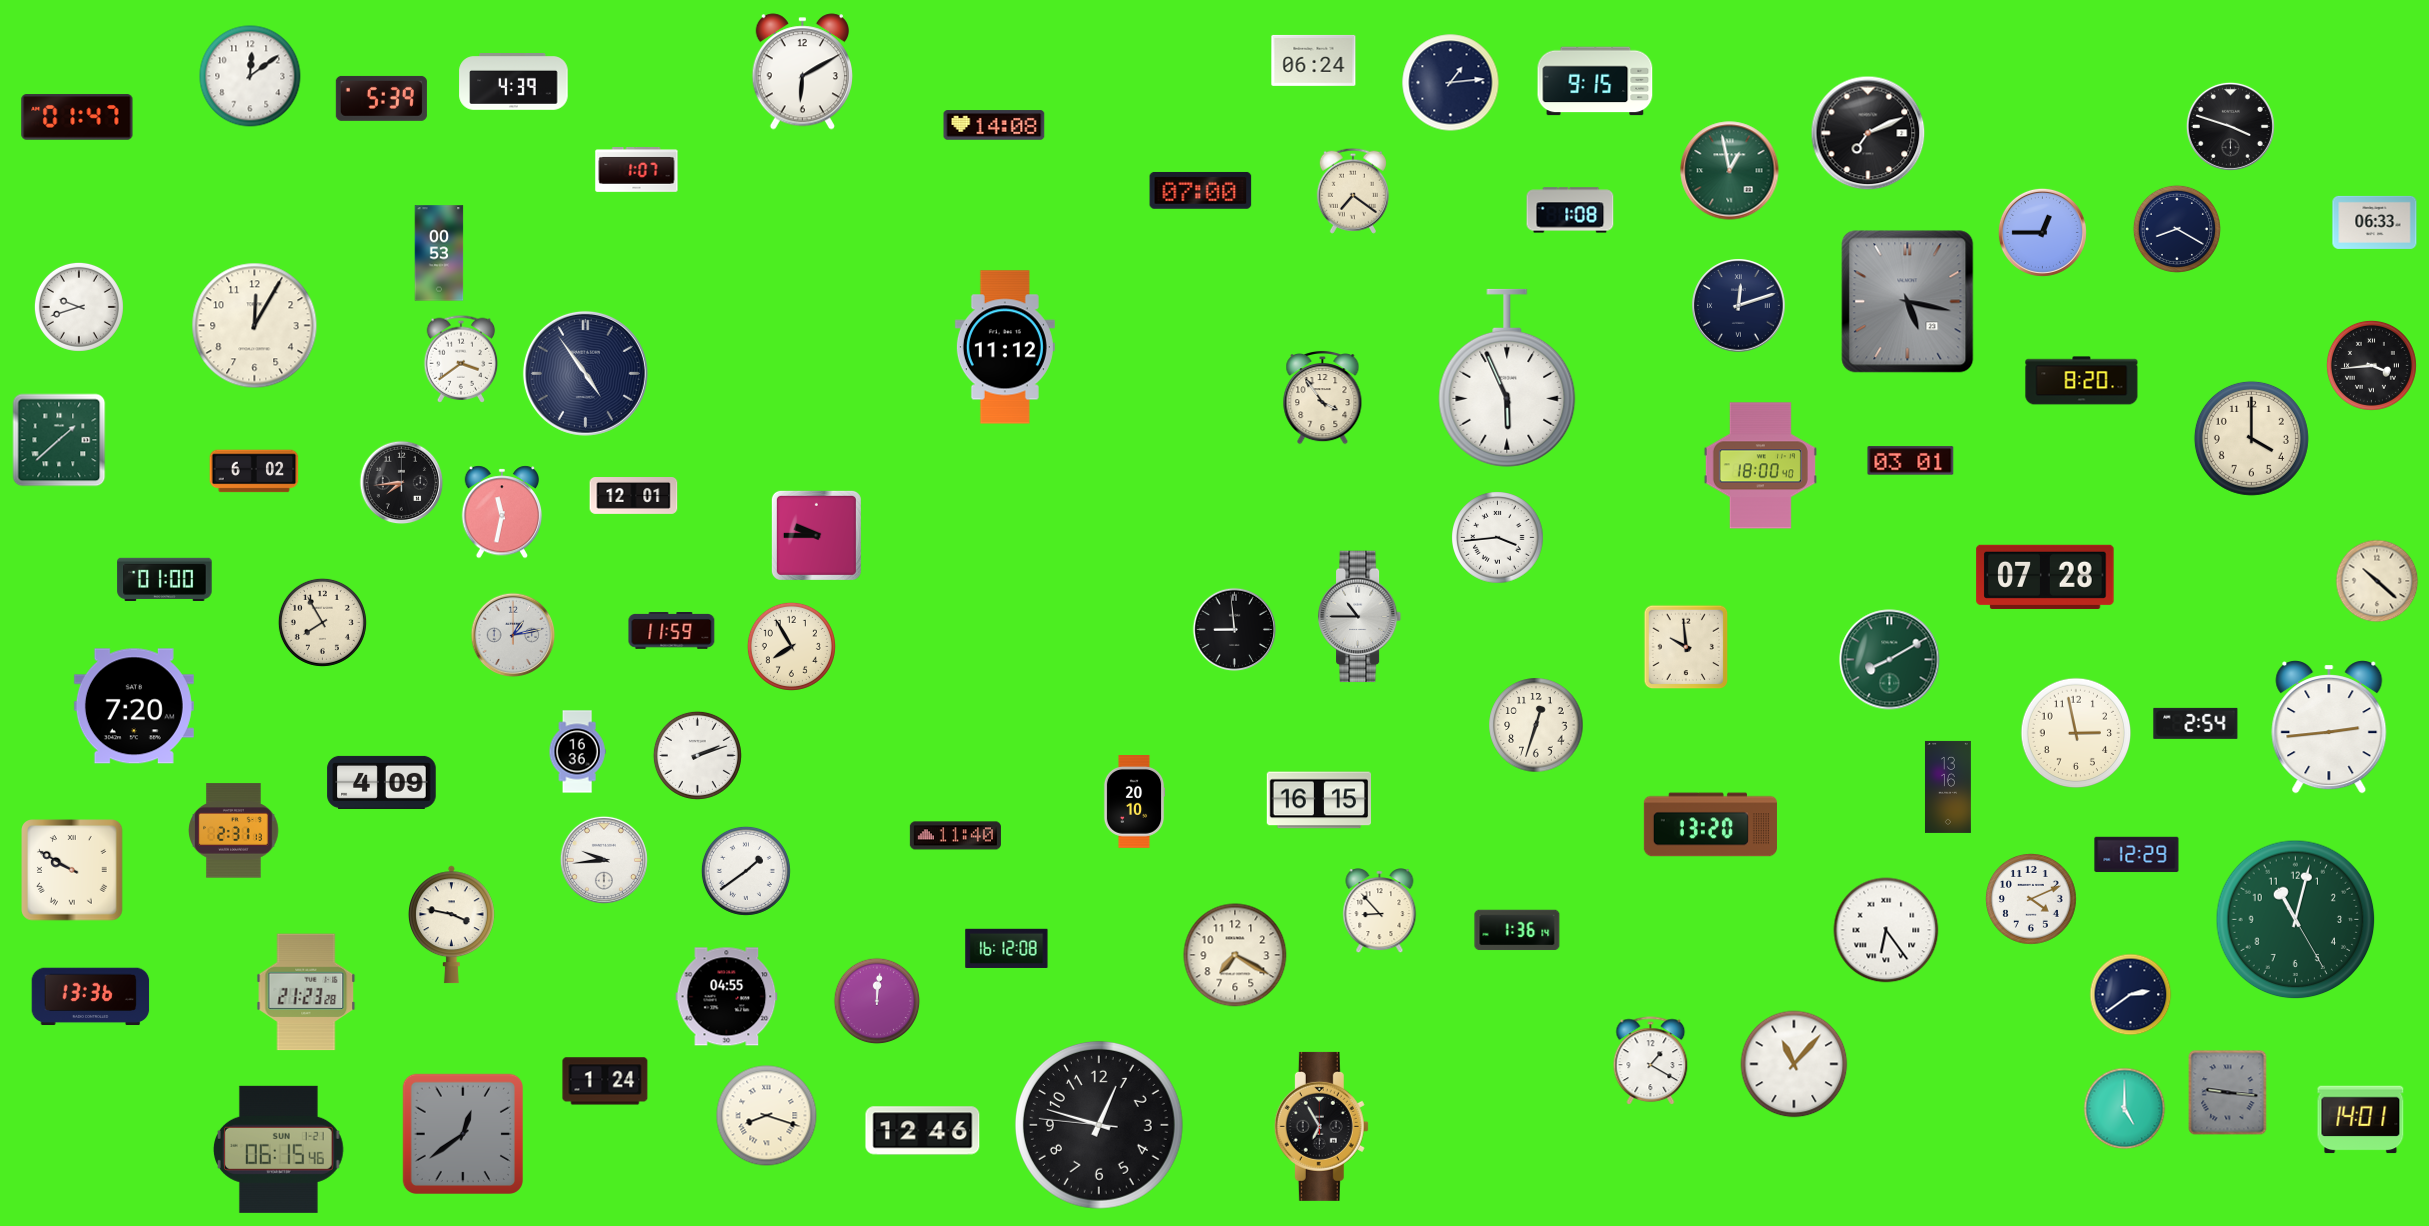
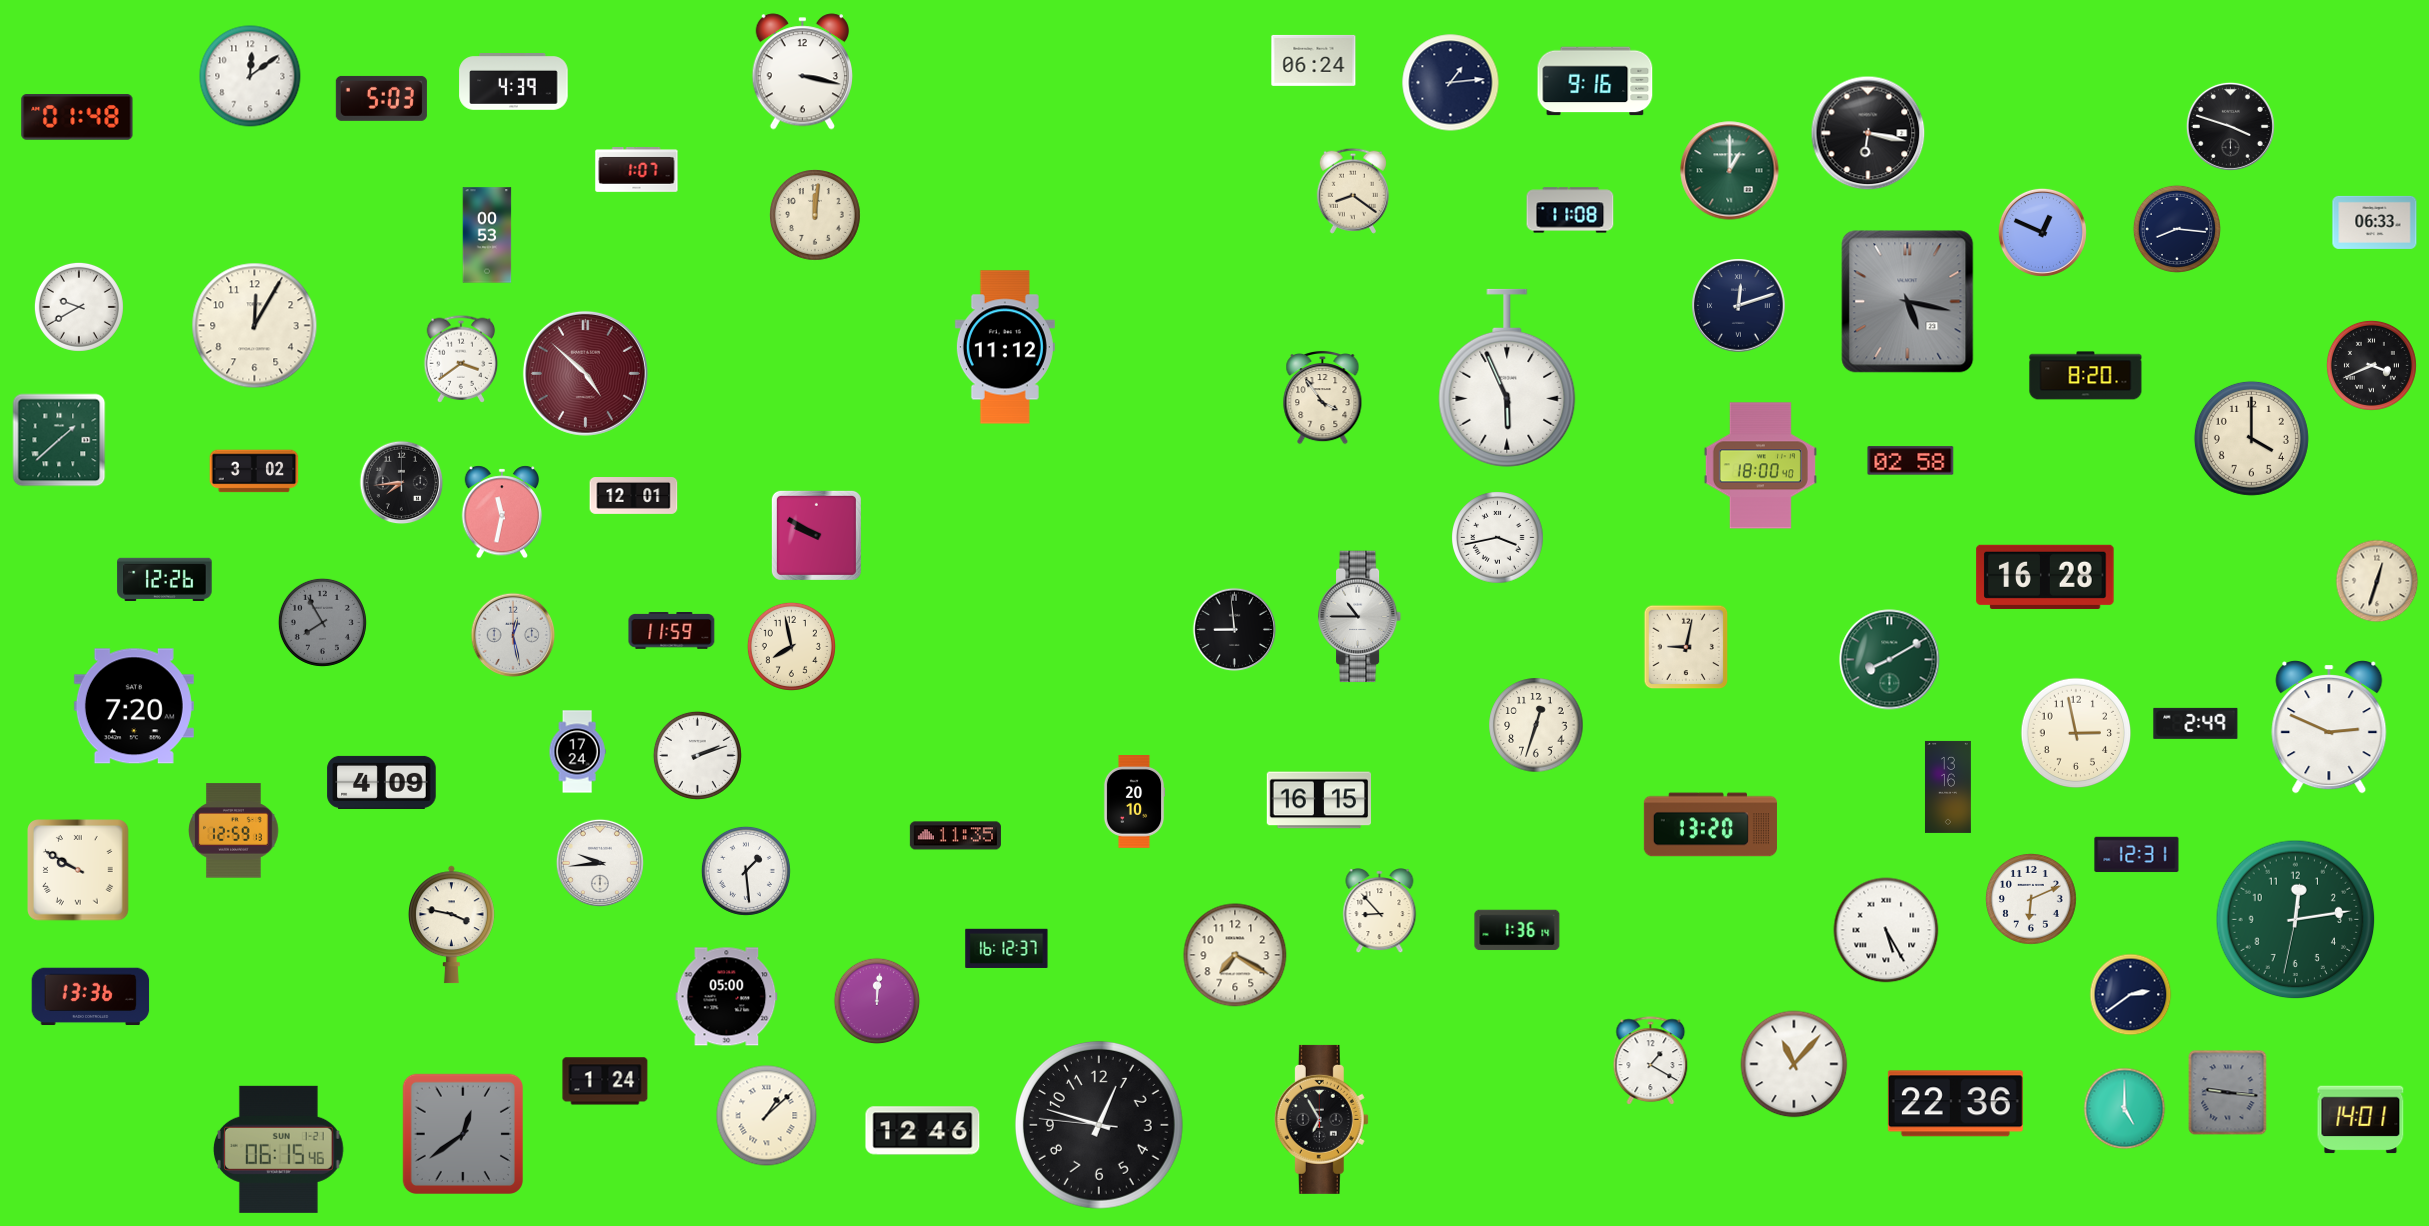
clock at (802, 72): 6:10 -> 3:17
clock at (1595, 81): 9:15 -> 9:16
clock at (381, 98): 5:39 -> 5:03
clock at (77, 117): 01:47 -> 01:48
clock at (994, 125): 14:08 -> none
clock at (1868, 133): 7:11 -> 6:17
clock at (1730, 171): 12:58 -> 1:00
clock at (1201, 191): 07:00 -> none
clock at (1353, 191): 7:21 -> 8:21
clock at (1570, 210): 1:08 -> 11:08
clock at (816, 216): none -> 12:01
clock at (2177, 229): 8:20 -> 8:16
clock at (2042, 232): 12:45 -> 12:49
clock at (439, 253) position: (439, 253) -> (487, 235)
clock at (79, 307): 9:42 -> 9:40
clock at (2371, 365): 3:44 -> 3:41
clock at (585, 373): 4:54 -> 4:52
clock at (585, 373) dial: navy -> burgundy
clock at (2082, 381) position: (2082, 381) -> (2086, 376)
clock at (1911, 461): 03:01 -> 02:58
clock at (254, 471): 6:02 -> 3:02
clock at (816, 535): 9:45 -> 9:50
clock at (1498, 538): 3:44 -> 3:43
clock at (2045, 577): 07:28 -> 16:28
clock at (165, 579): 01:00 -> 12:26
clock at (2377, 581): 10:22 -> 12:33
clock at (322, 622) dial: cream -> grey
clock at (513, 635): 1:13 -> 12:28
clock at (791, 646): 7:55 -> 7:58
clock at (1686, 647): 9:59 -> 9:02
clock at (2196, 723): 2:54 -> 2:49
clock at (2329, 727): 2:44 -> 2:49
clock at (577, 752): 16:36 -> 17:24
clock at (234, 831): 2:31 -> 12:59
clock at (955, 836): 11:40 -> 11:35
clock at (2137, 855): 12:29 -> 12:31
clock at (604, 860) position: (604, 860) -> (600, 863)
clock at (72, 870) position: (72, 870) -> (78, 870)
clock at (746, 871): 1:39 -> 1:29
clock at (2032, 900): 4:11 -> 6:11
clock at (2296, 920): 11:02 -> 12:13
clock at (1886, 930): 6:24 -> 5:25
clock at (1007, 948): 16:12:08 -> 16:12:37
clock at (306, 992): 21:23 -> none
clock at (727, 997): 04:55 -> 05:00
clock at (1955, 1104): none -> 22:36
clock at (767, 1116): 8:18 -> 1:08
clock at (1321, 1126) position: (1321, 1126) -> (1321, 1119)
